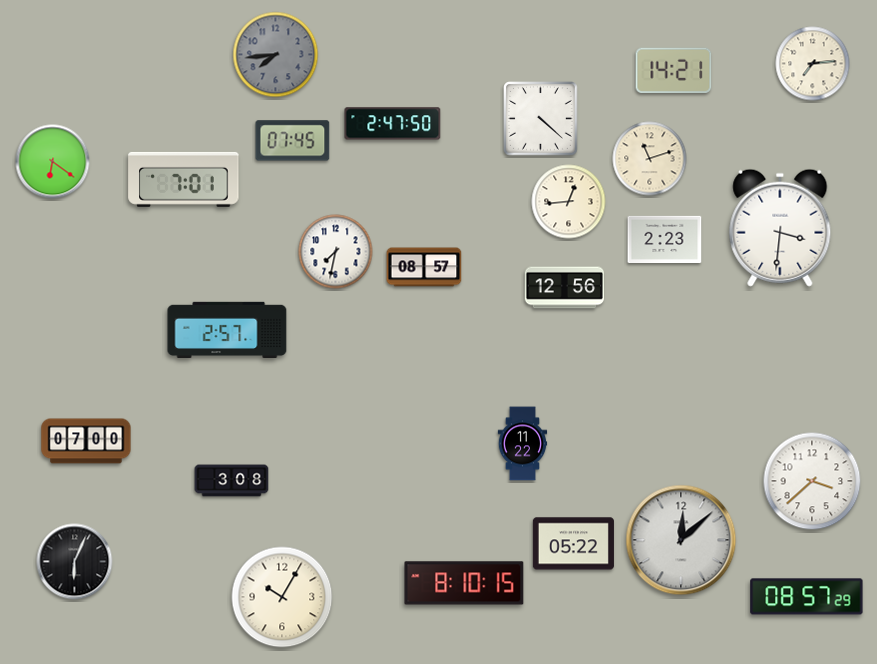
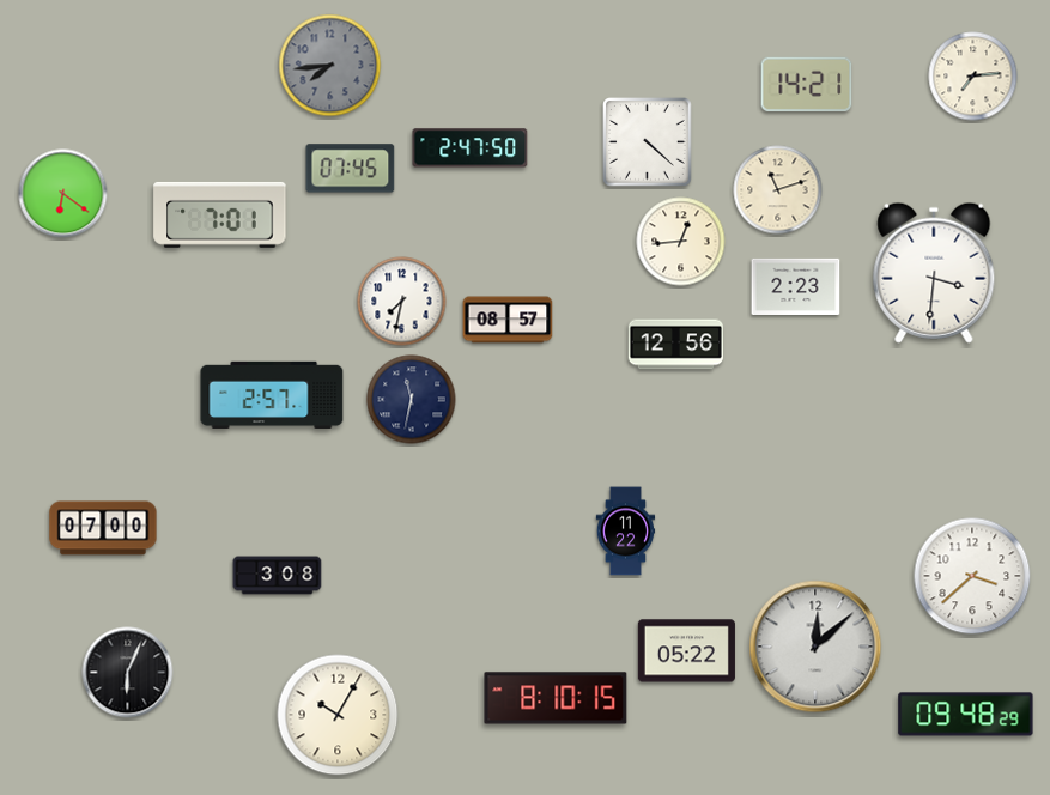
clock at (412, 400): none -> 11:32
clock at (75, 562) position: (75, 562) -> (128, 673)
clock at (807, 597): 08:57 -> 09:48
